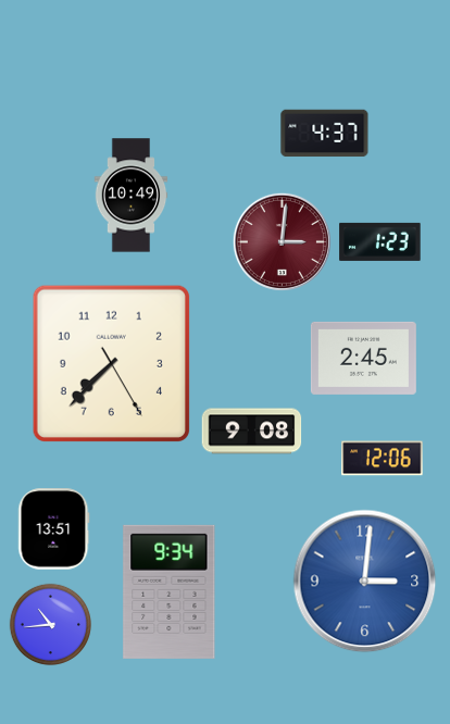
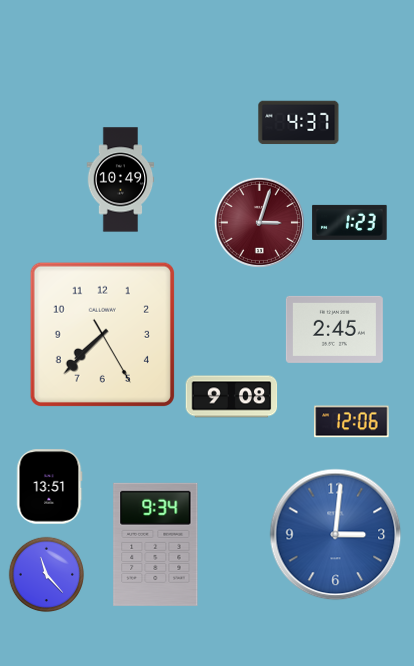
clock at (282, 241): 3:01 -> 3:03
clock at (51, 625): 10:44 -> 11:23
